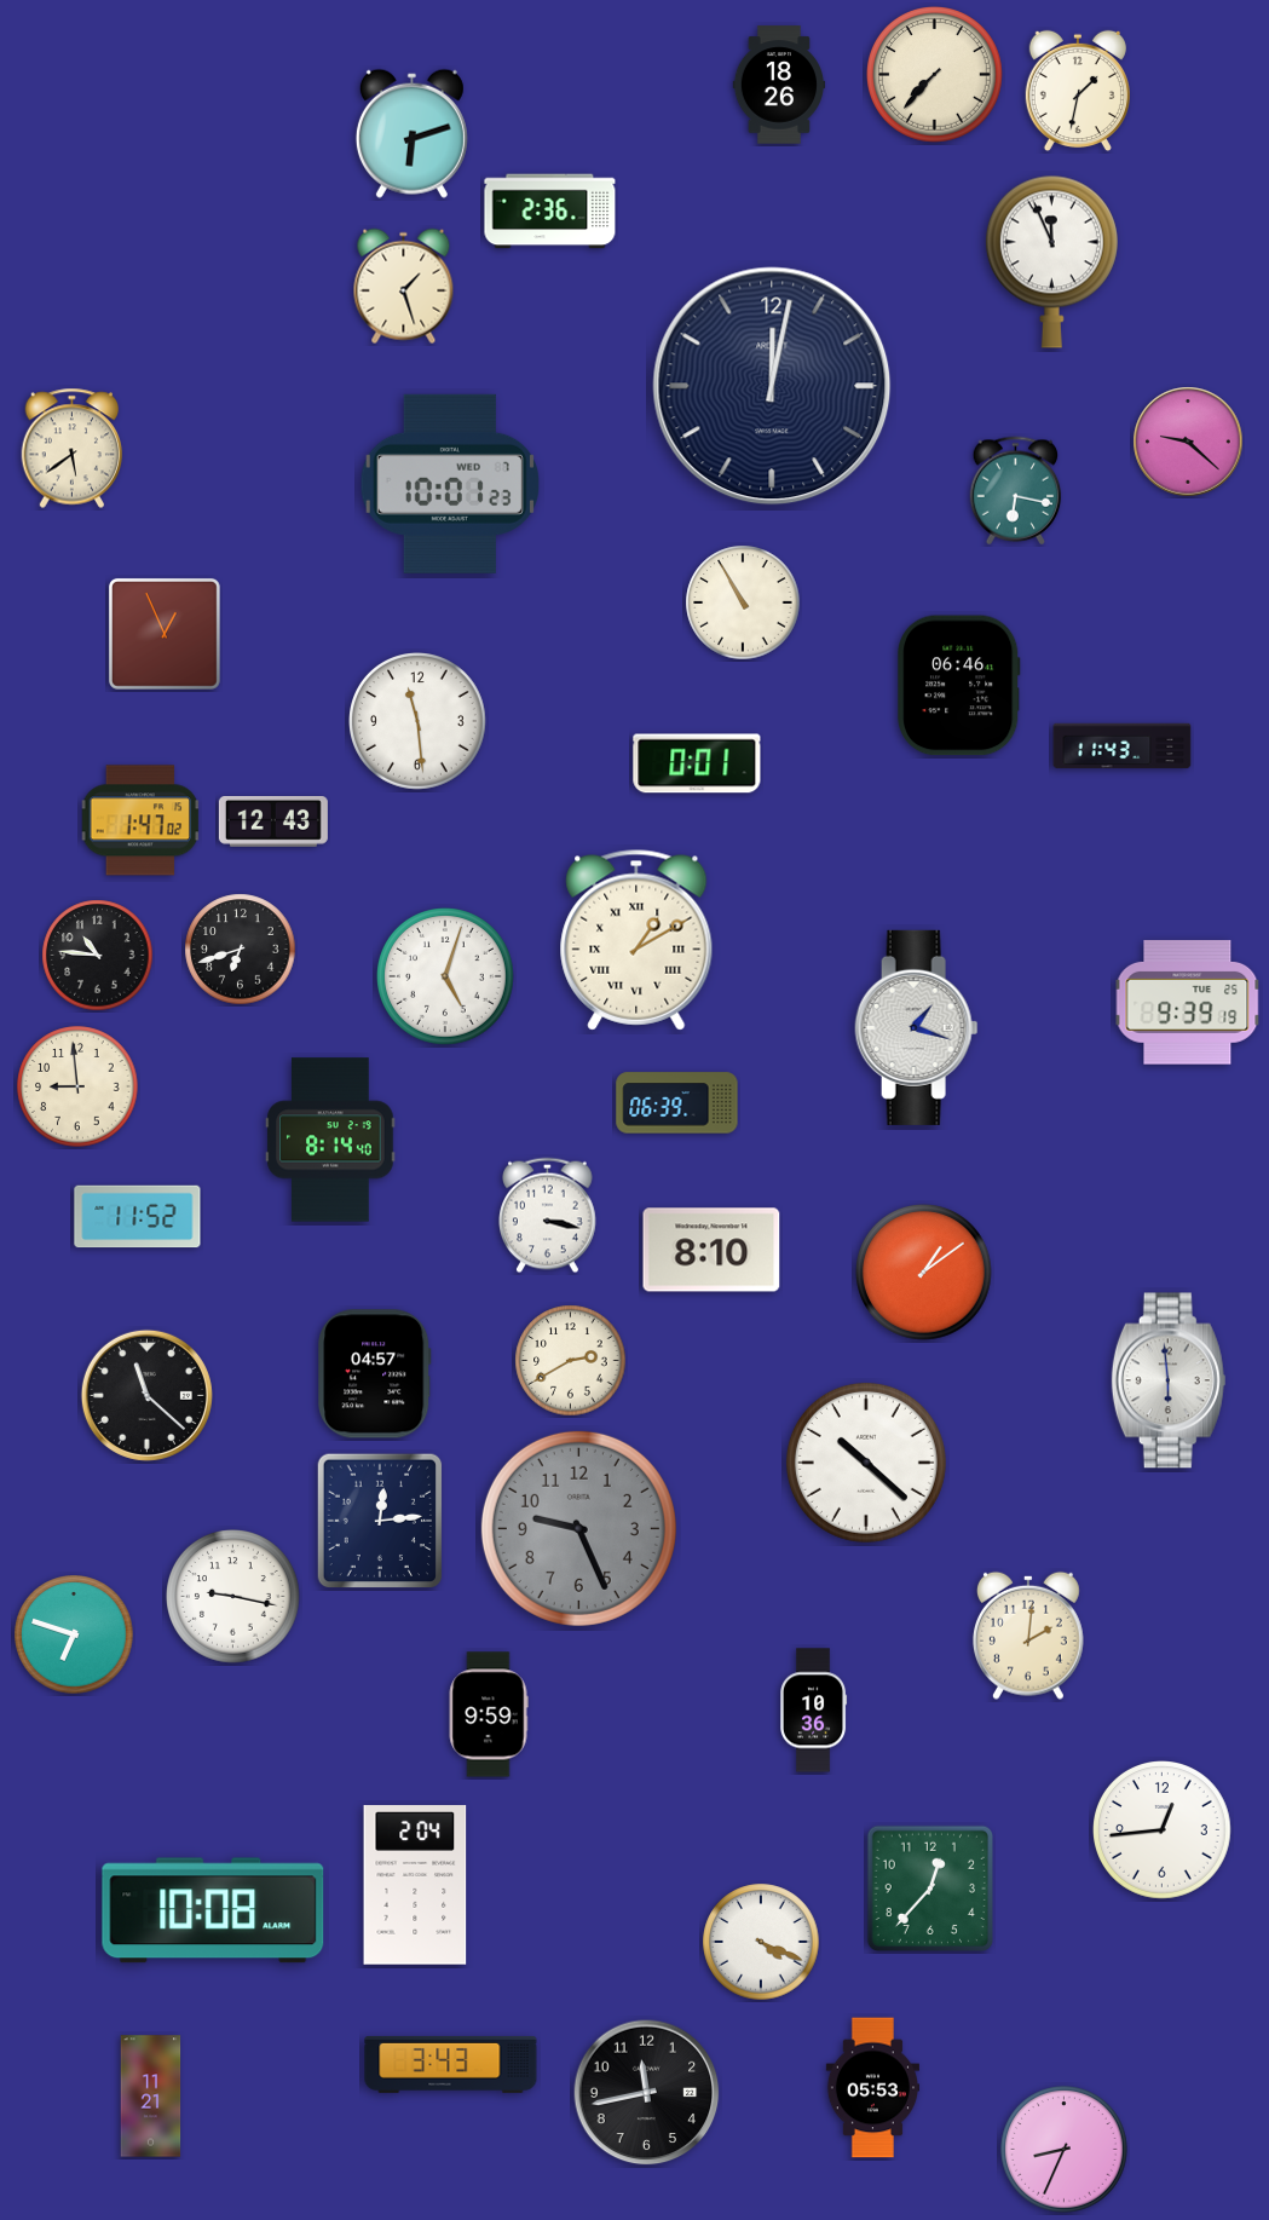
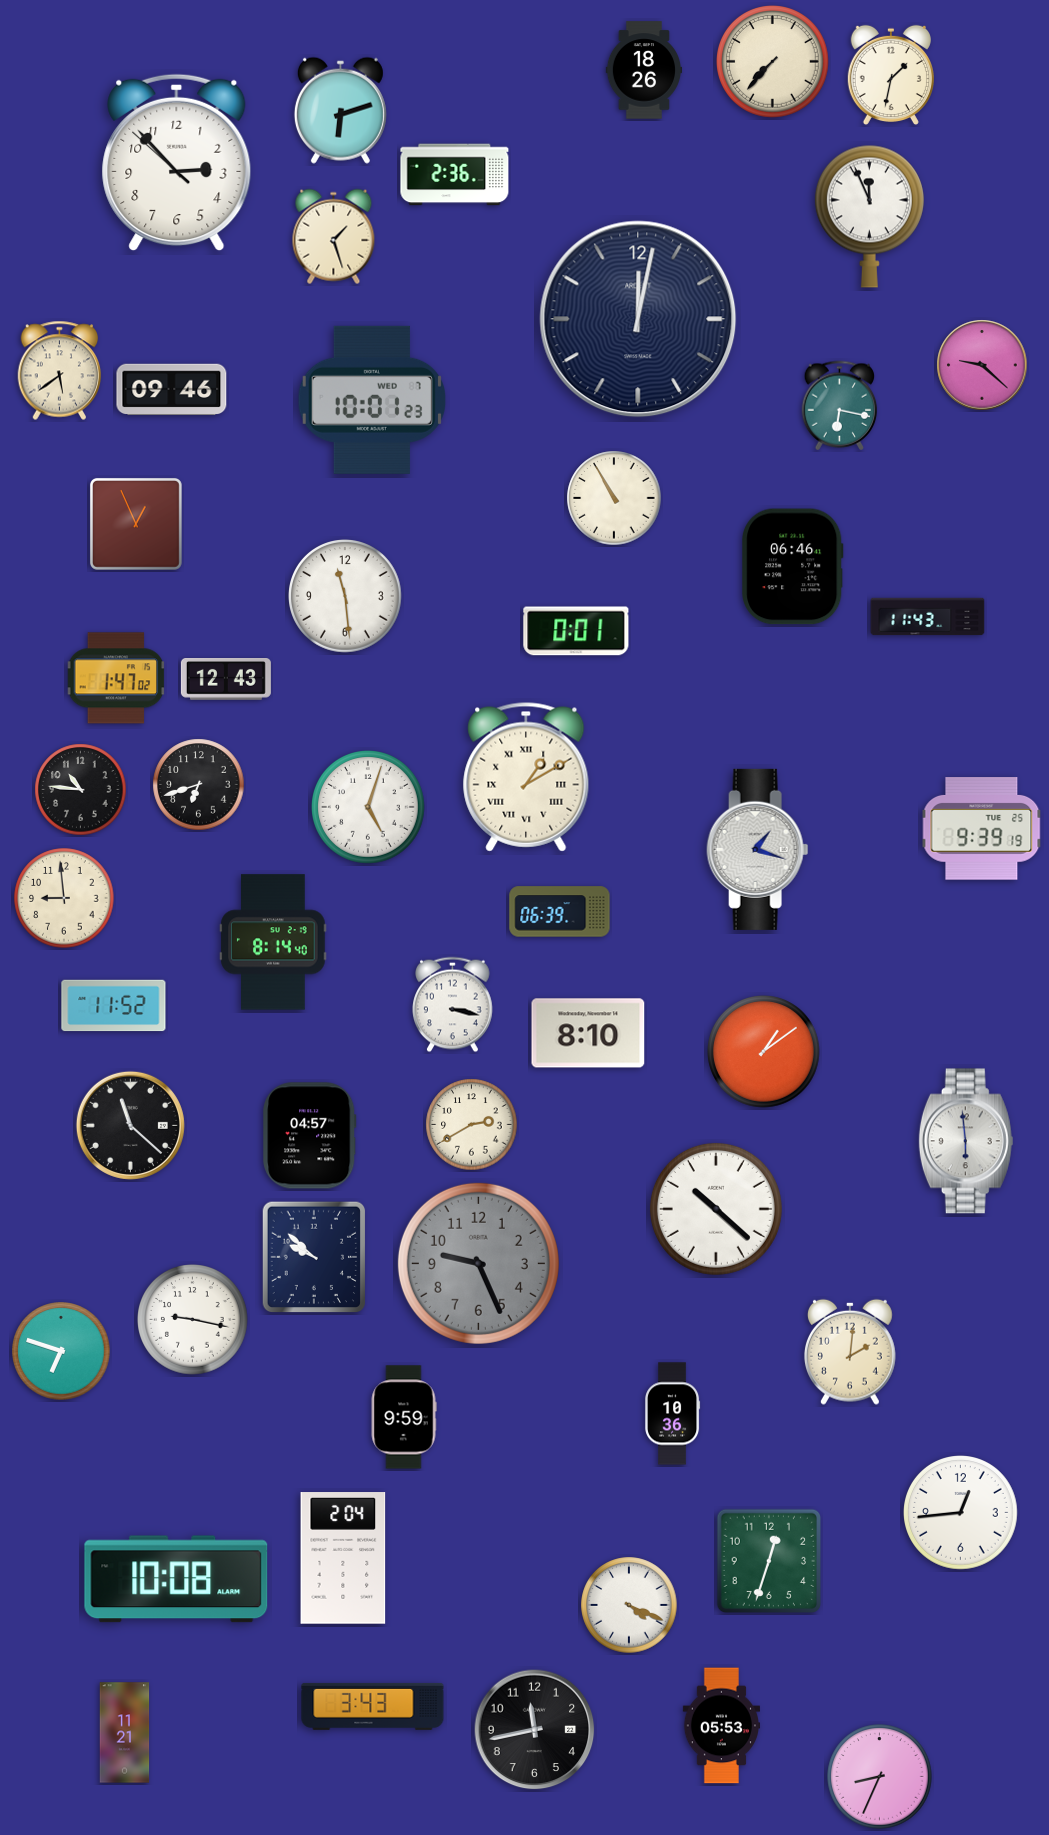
clock at (177, 163): none -> 2:52
clock at (172, 389): none -> 09:46
clock at (146, 1395) position: (146, 1395) -> (130, 1125)
clock at (380, 1521): 12:14 -> 9:52
clock at (929, 1889): 12:37 -> 12:33
